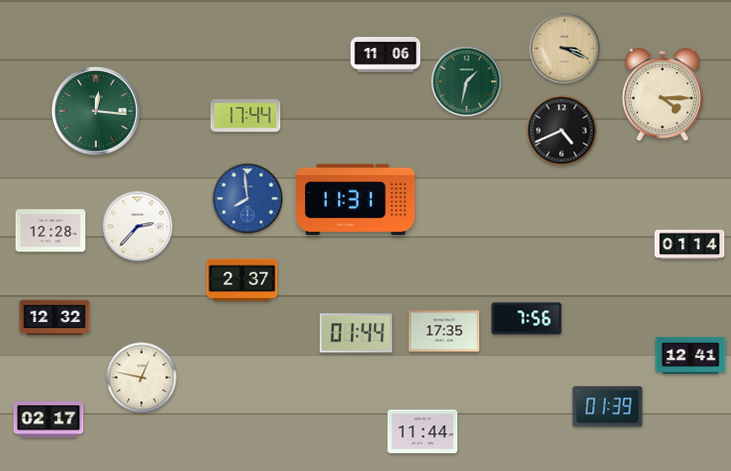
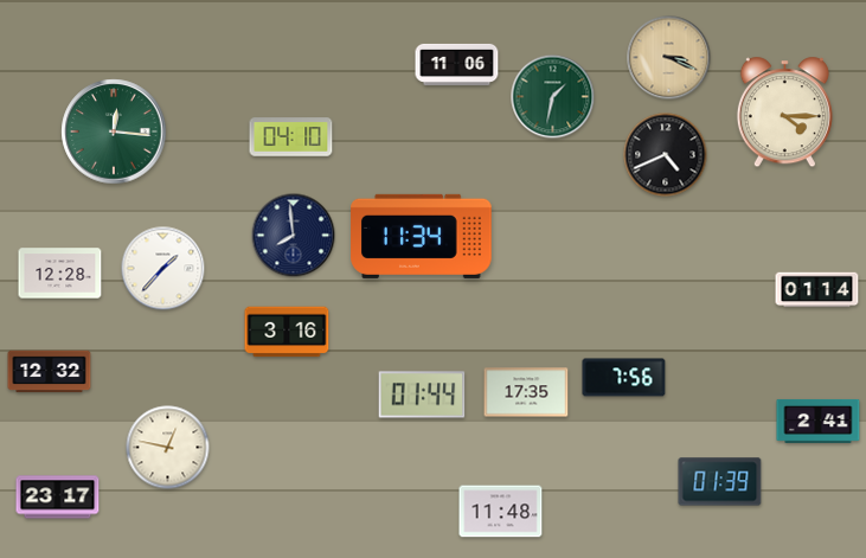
clock at (246, 116): 17:44 -> 04:10
clock at (248, 199) dial: blue -> navy
clock at (356, 199): 11:31 -> 11:34
clock at (138, 227): 2:37 -> 1:37
clock at (242, 280): 2:37 -> 3:16
clock at (55, 318) position: (55, 318) -> (50, 372)
clock at (691, 355): 12:41 -> 2:41
clock at (49, 420): 02:17 -> 23:17
clock at (423, 432): 11:44 -> 11:48
